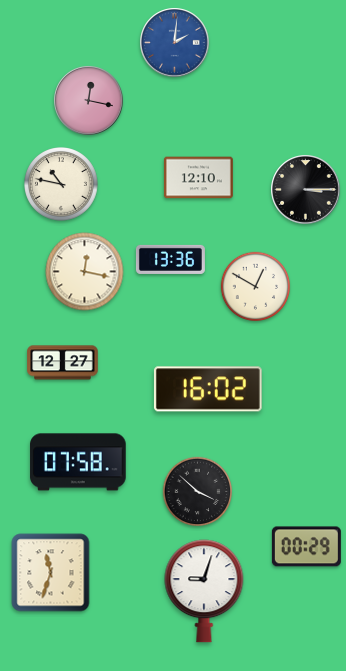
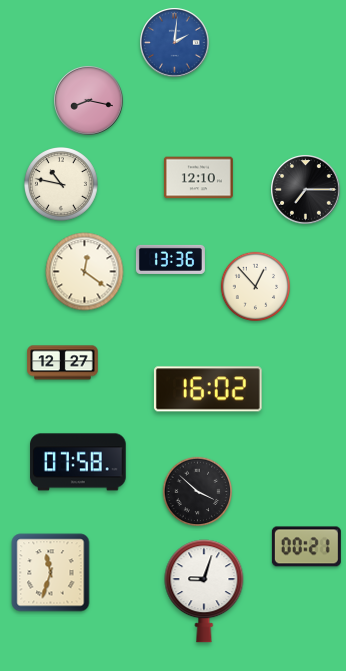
clock at (89, 101): 12:17 -> 8:17
clock at (306, 190): 3:15 -> 7:15
clock at (85, 272): 12:17 -> 12:21
clock at (256, 287): 12:50 -> 12:53
clock at (306, 547): 00:29 -> 00:21
